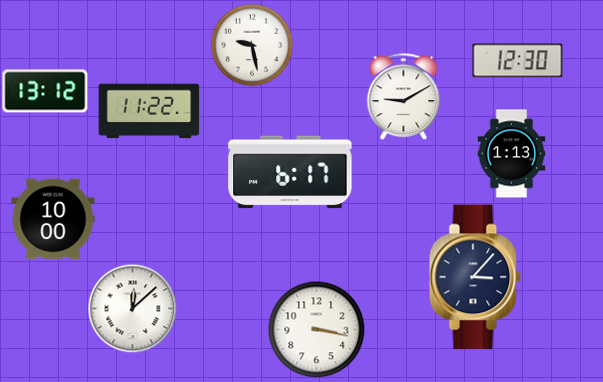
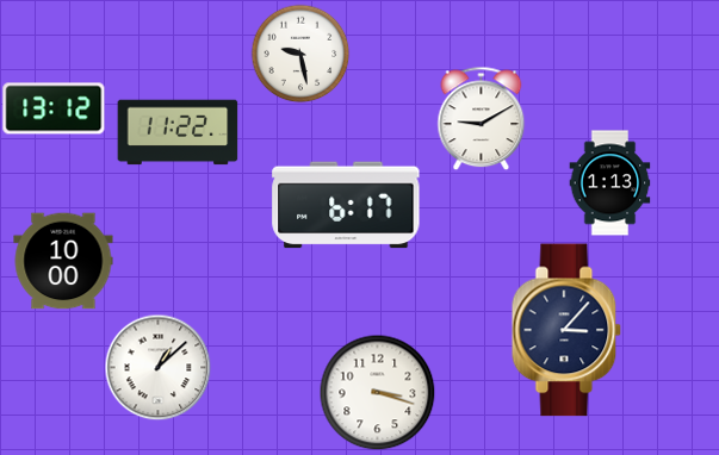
clock at (518, 61): 12:30 -> none
clock at (404, 96) position: (404, 96) -> (482, 118)
clock at (132, 308): 12:08 -> 1:08
clock at (316, 329): 3:17 -> 3:18
